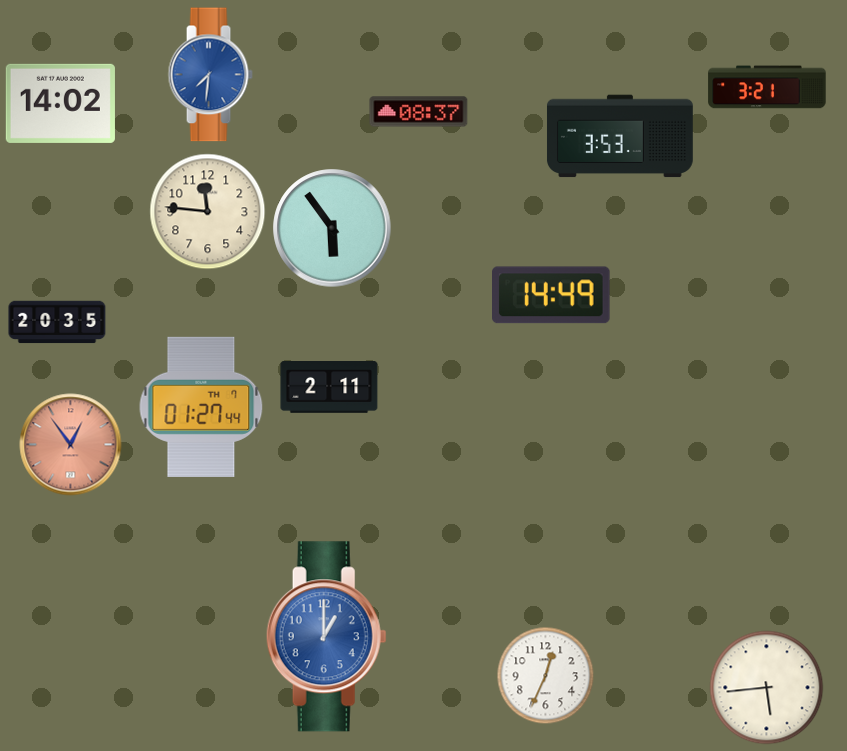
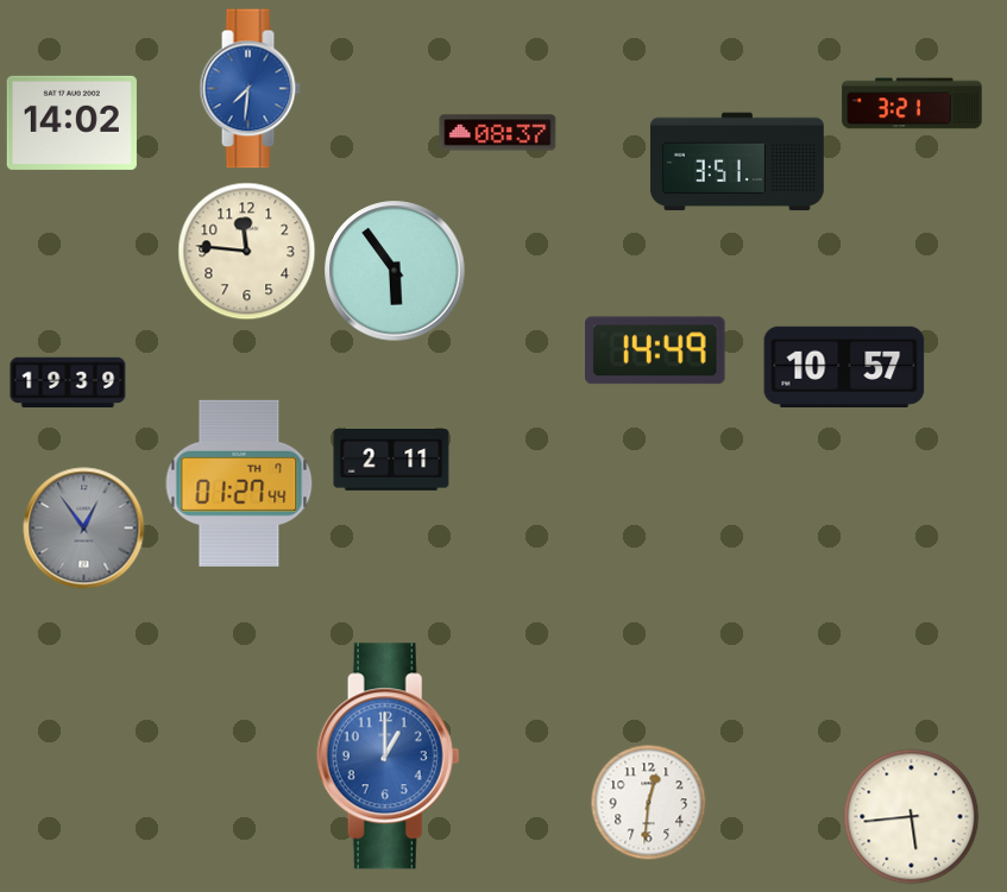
clock at (620, 136): 3:53 -> 3:51
clock at (844, 367): none -> 10:57
clock at (57, 322): 20:35 -> 19:39
clock at (71, 445) dial: salmon -> grey
clock at (546, 676): 12:34 -> 12:31
